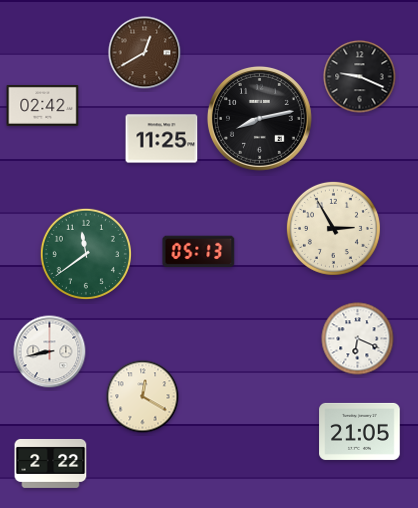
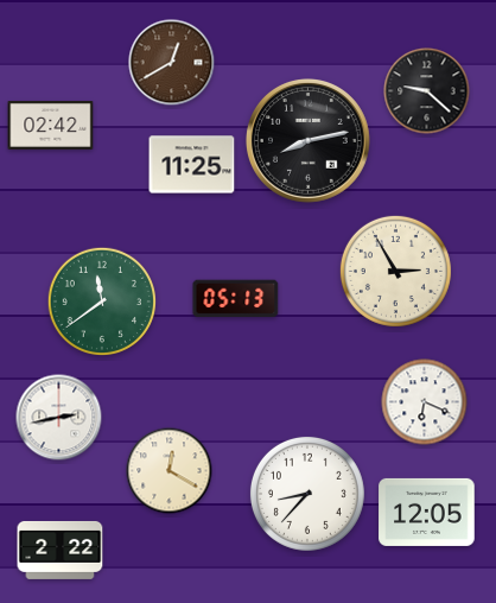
clock at (360, 77): 9:19 -> 9:22
clock at (50, 352): 8:43 -> 2:43
clock at (307, 494): none -> 8:37
clock at (360, 431): 21:05 -> 12:05
